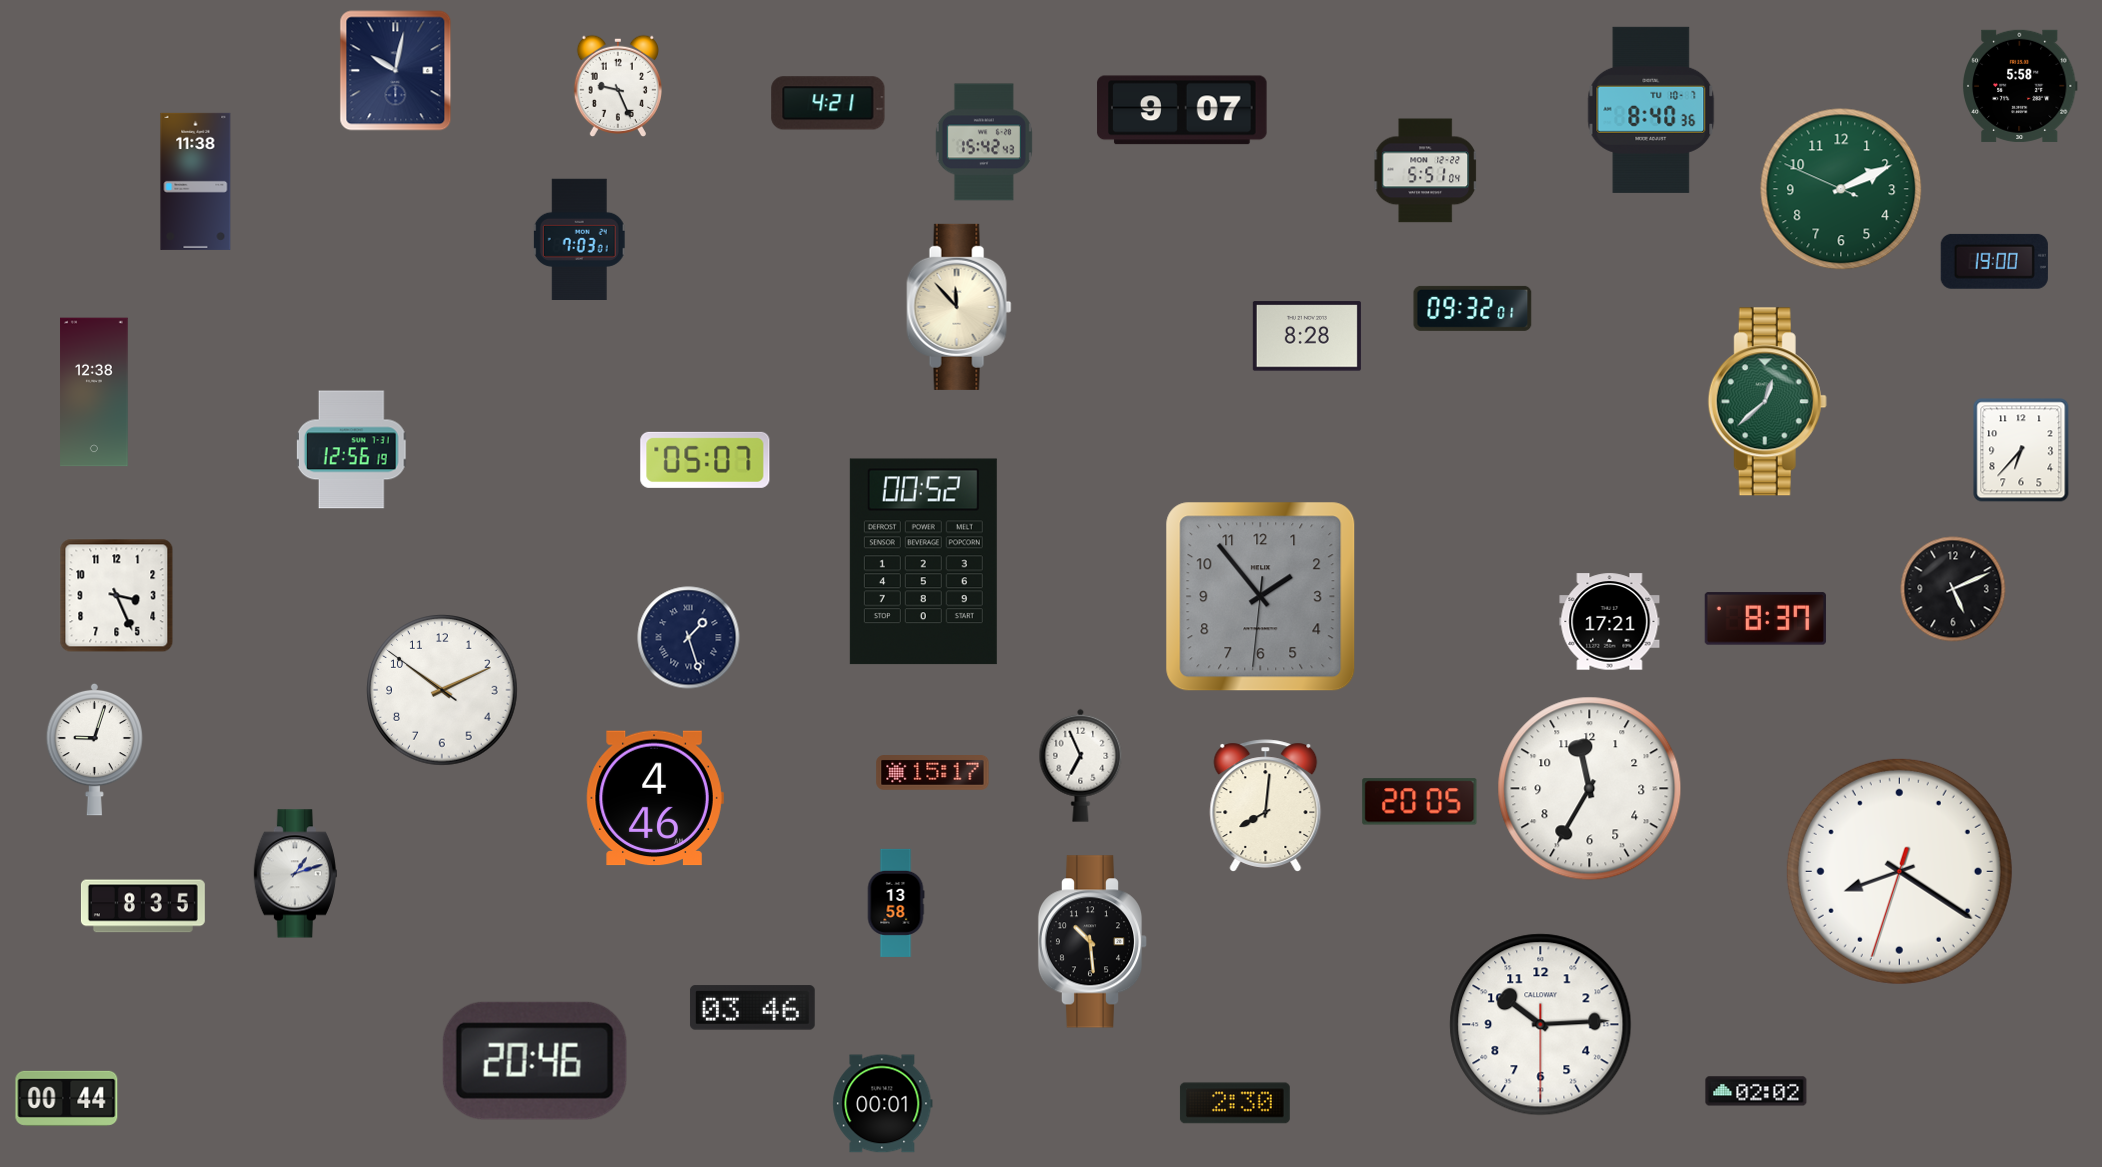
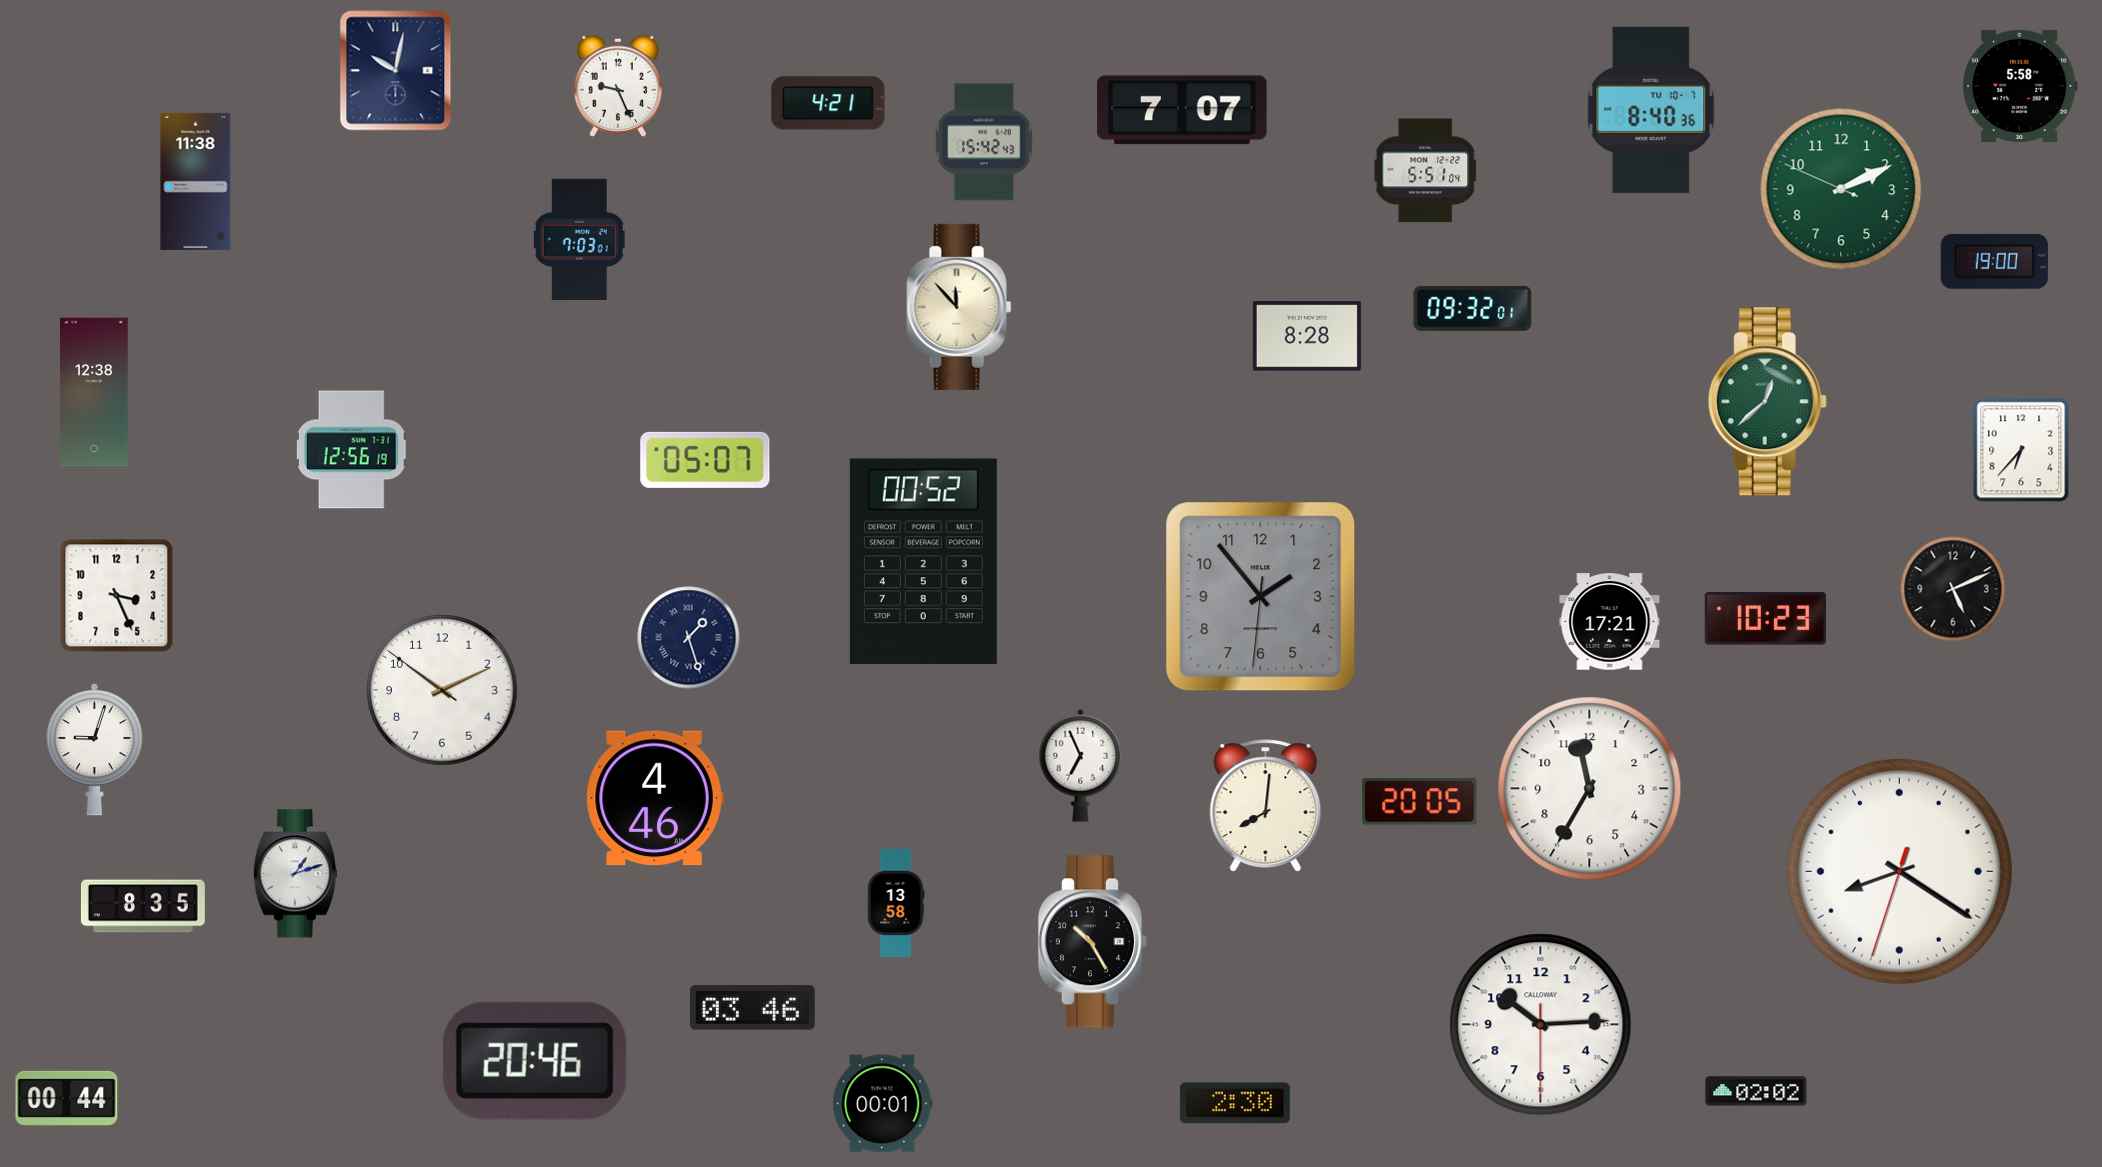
clock at (1182, 110): 9:07 -> 7:07
clock at (1765, 619): 8:37 -> 10:23
clock at (933, 773): 15:17 -> none
clock at (1093, 942): 10:29 -> 10:25
